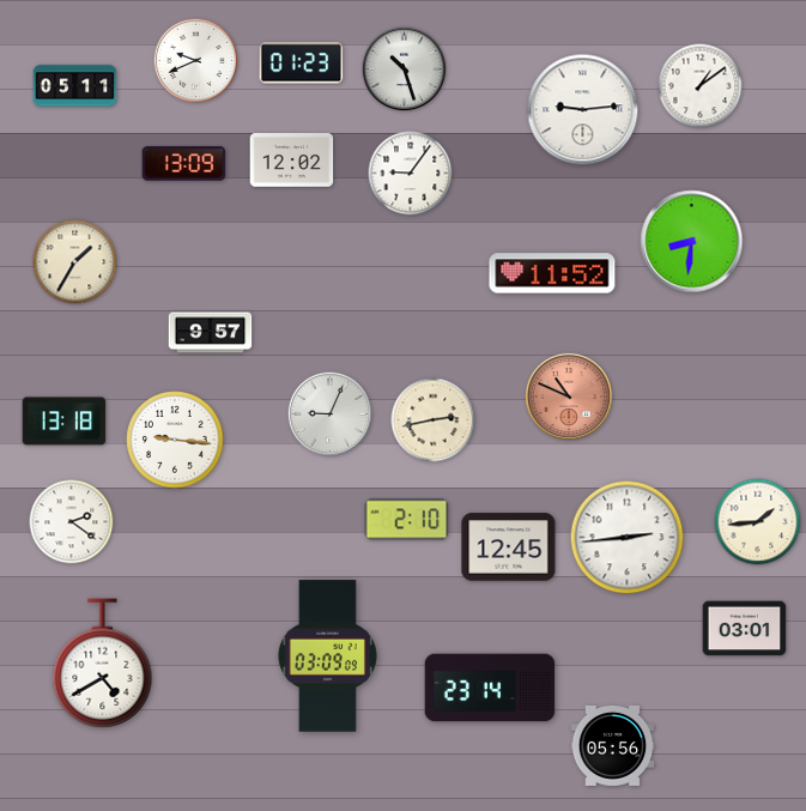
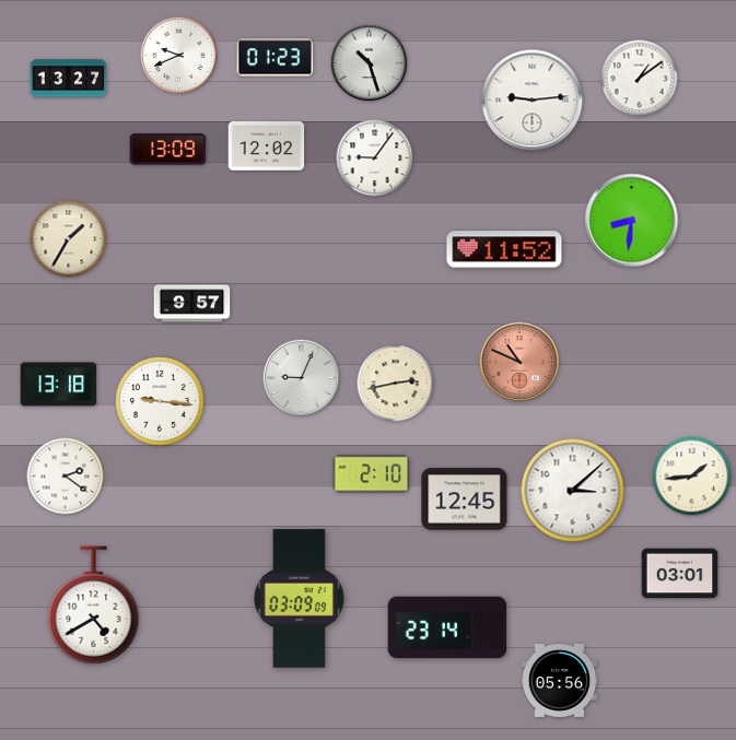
clock at (75, 86): 05:11 -> 13:27
clock at (628, 538): 2:44 -> 3:08
